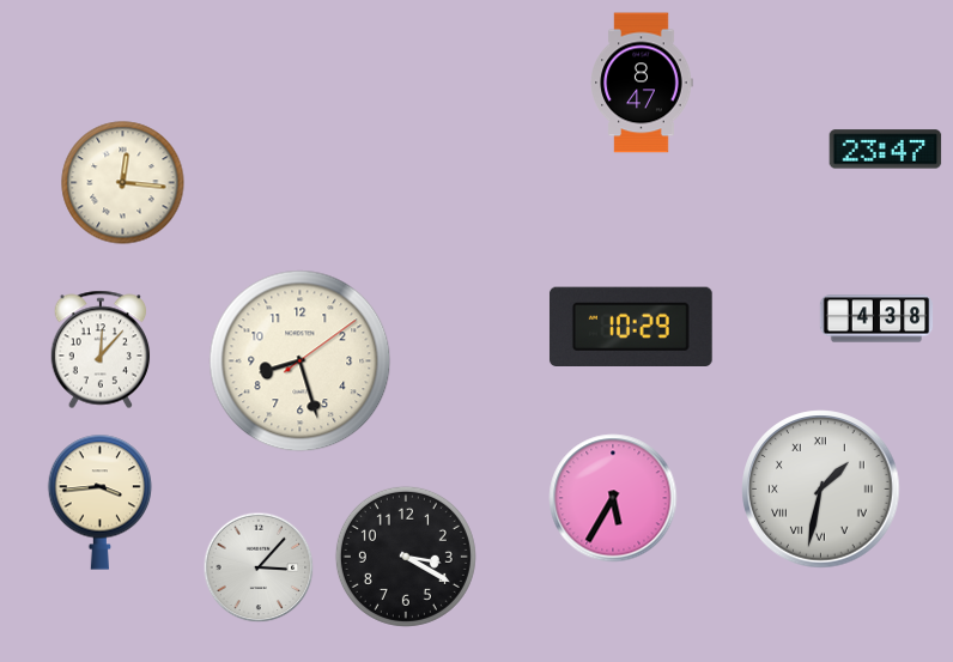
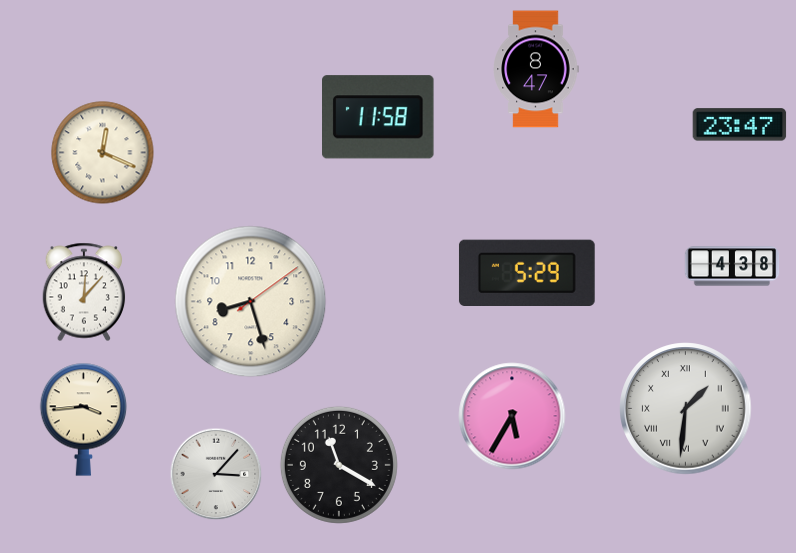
clock at (379, 117): none -> 11:58
clock at (123, 183): 12:16 -> 12:19
clock at (631, 326): 10:29 -> 5:29
clock at (821, 490): 1:32 -> 1:31
clock at (406, 557): 3:20 -> 11:20
